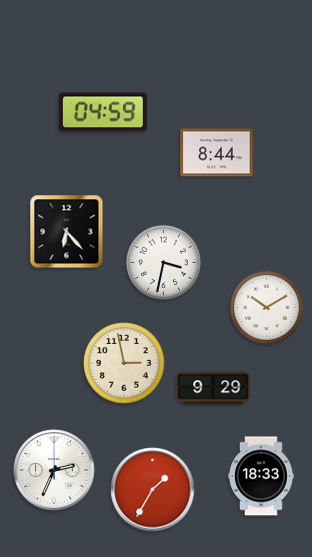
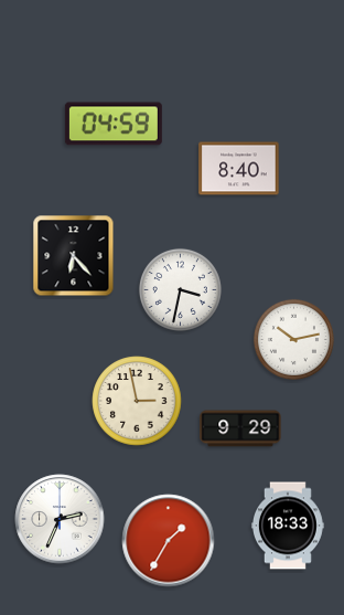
clock at (217, 153): 8:44 -> 8:40
clock at (266, 307): 10:10 -> 10:13
clock at (213, 388) position: (213, 388) -> (240, 428)
